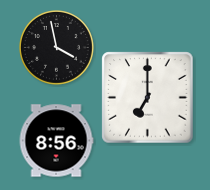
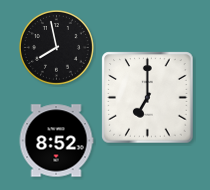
clock at (57, 48): 3:58 -> 7:58
clock at (56, 141): 8:56 -> 8:52
